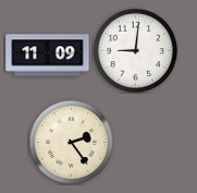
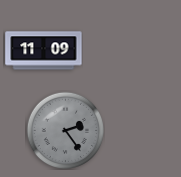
clock at (135, 50): 9:01 -> none
clock at (71, 142) dial: cream -> grey
